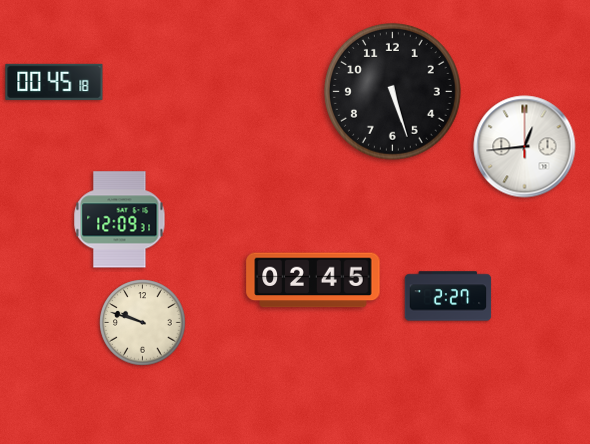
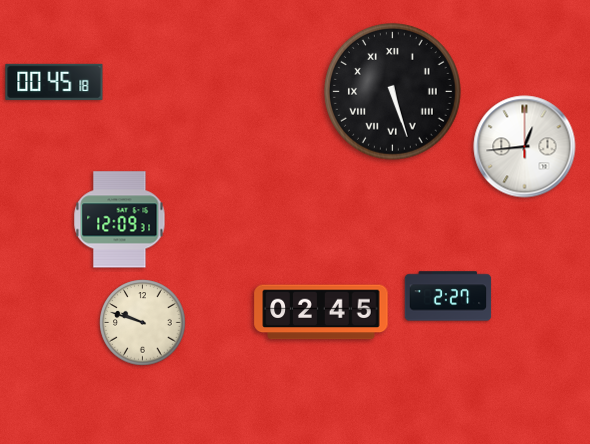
clock at (393, 92) numerals: Arabic -> Roman
clock at (313, 280) position: (313, 280) -> (321, 312)
